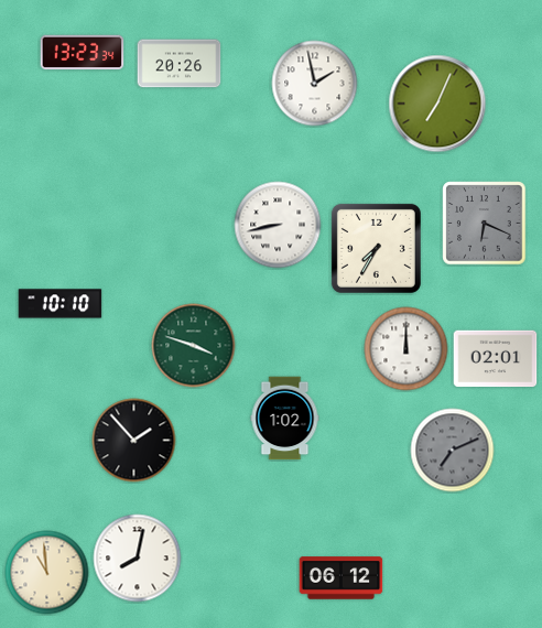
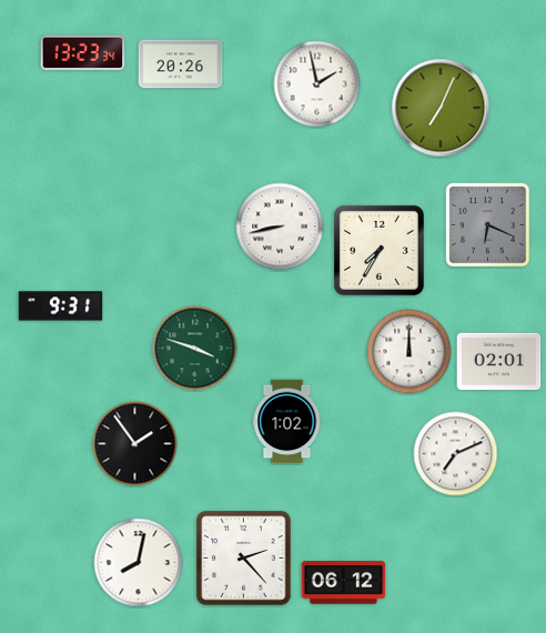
clock at (437, 104) position: (437, 104) -> (441, 108)
clock at (61, 304): 10:10 -> 9:31
clock at (134, 441): 1:53 -> 1:54
clock at (453, 451) dial: grey -> white
clock at (244, 559): none -> 2:23
clock at (47, 573): 10:59 -> none
